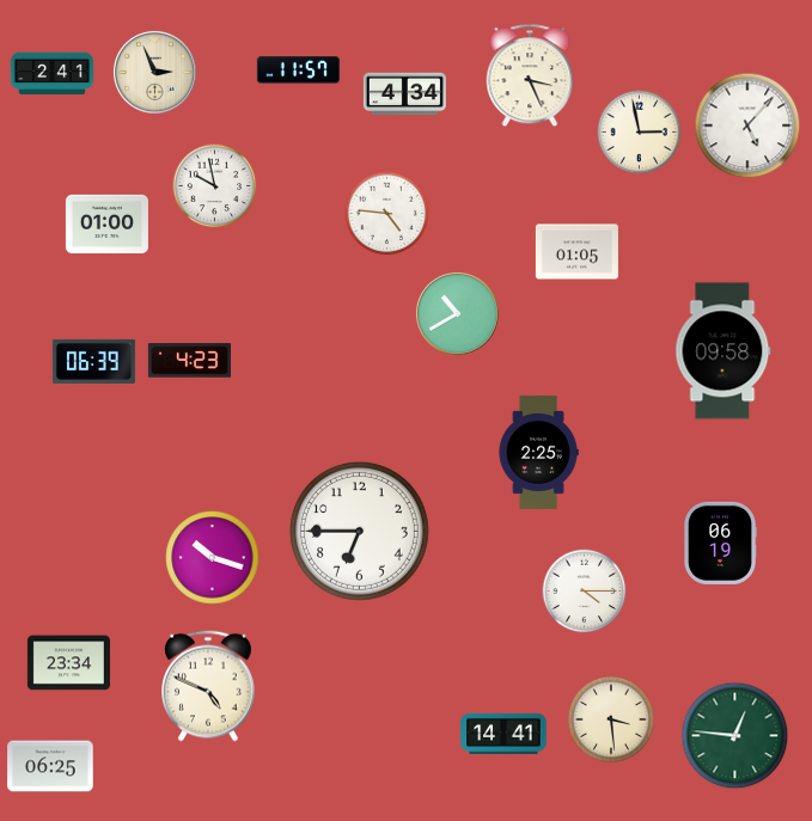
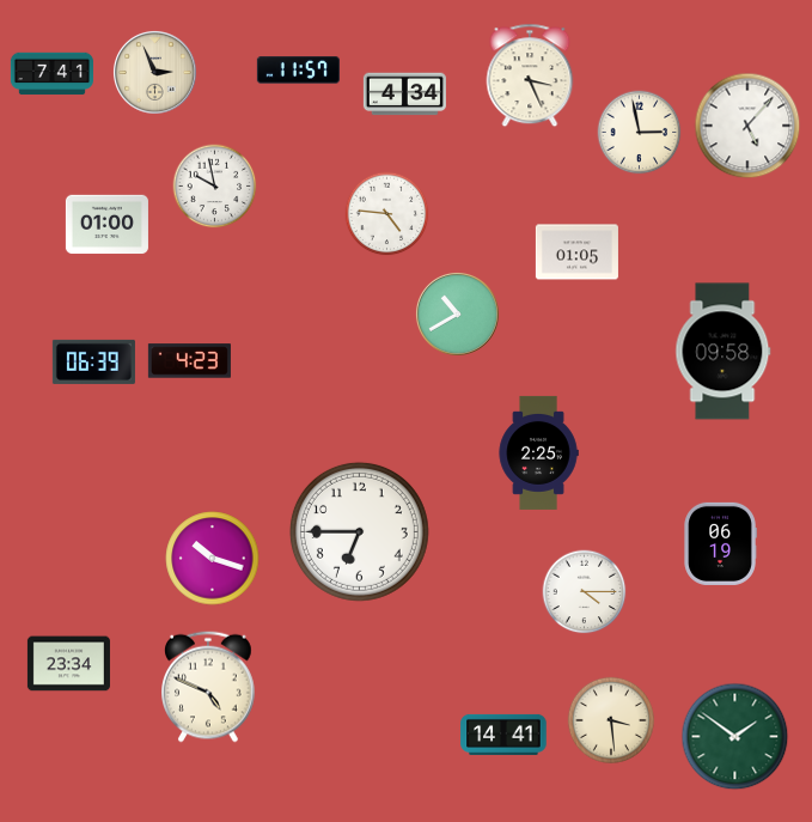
clock at (51, 74): 2:41 -> 7:41
clock at (735, 736): 12:46 -> 1:51
clock at (50, 766): 06:25 -> none
